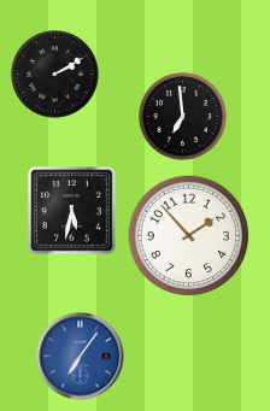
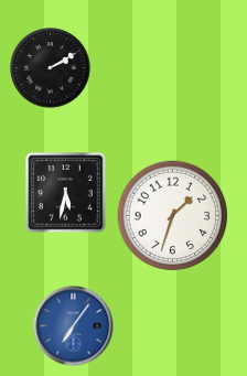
clock at (183, 117): 6:59 -> none
clock at (189, 236): 1:53 -> 1:33
